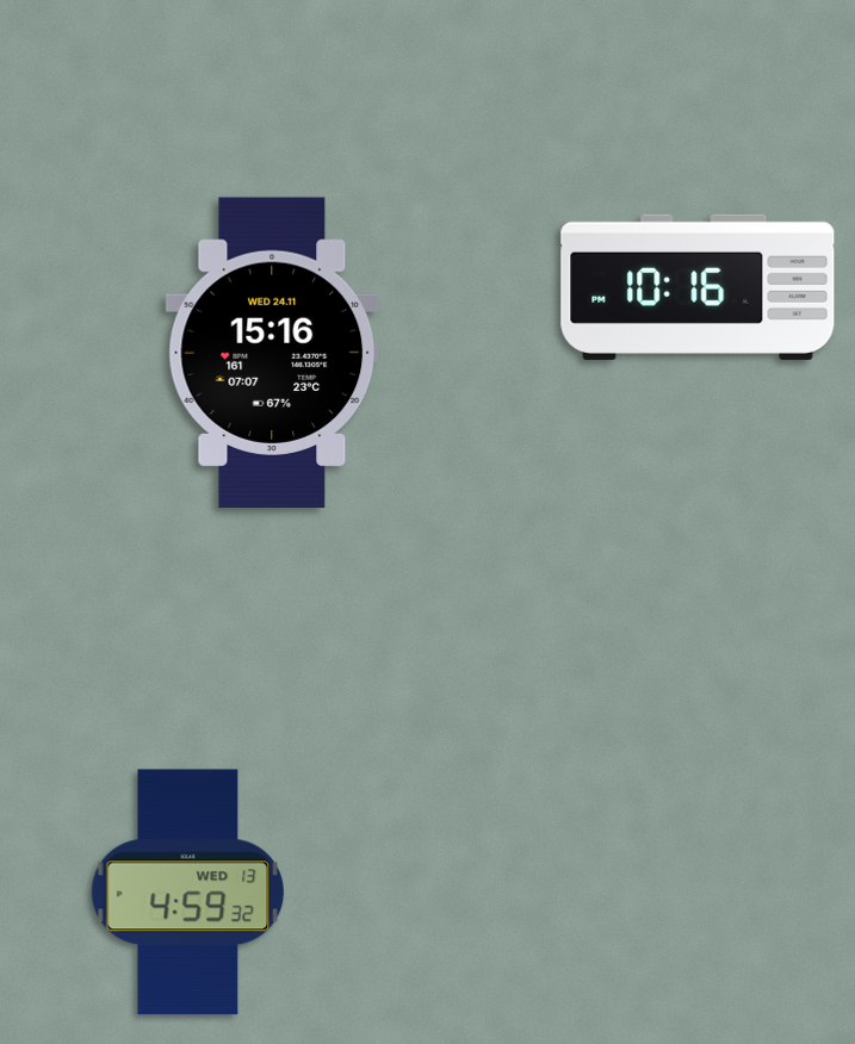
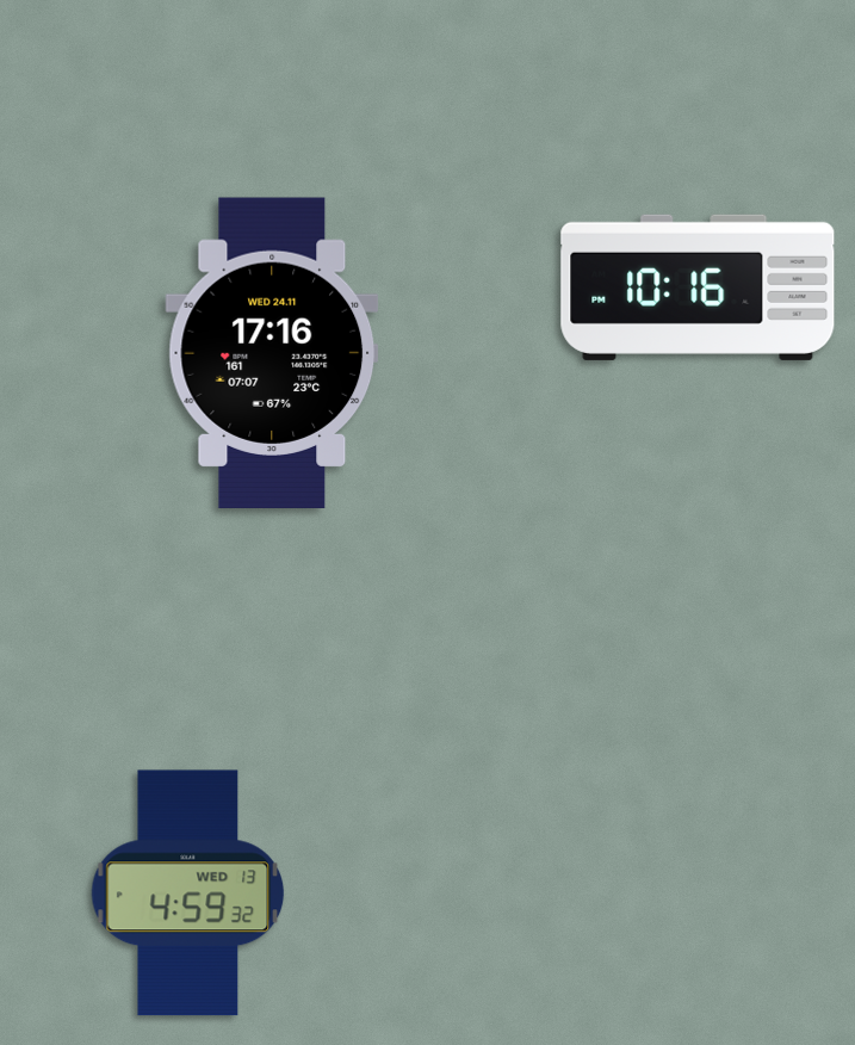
clock at (272, 353): 15:16 -> 17:16
